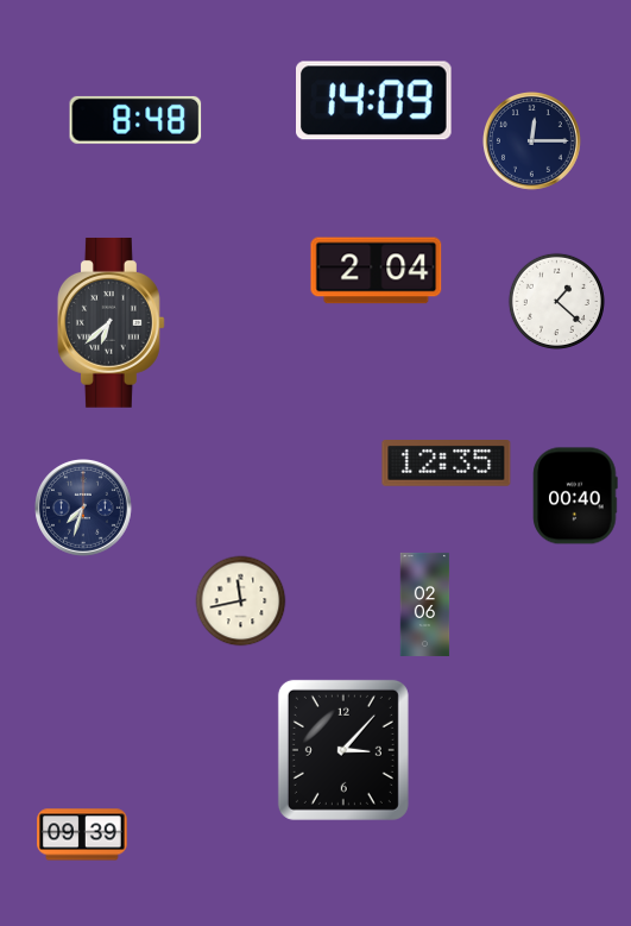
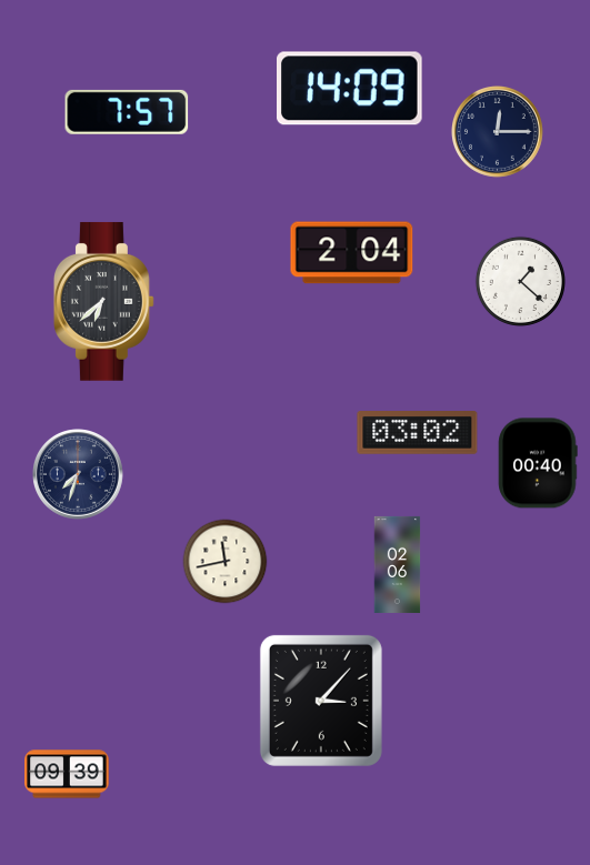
clock at (374, 101) position: (374, 101) -> (350, 89)
clock at (135, 120): 8:48 -> 7:57
clock at (447, 464): 12:35 -> 03:02
clock at (82, 834) position: (82, 834) -> (67, 774)
